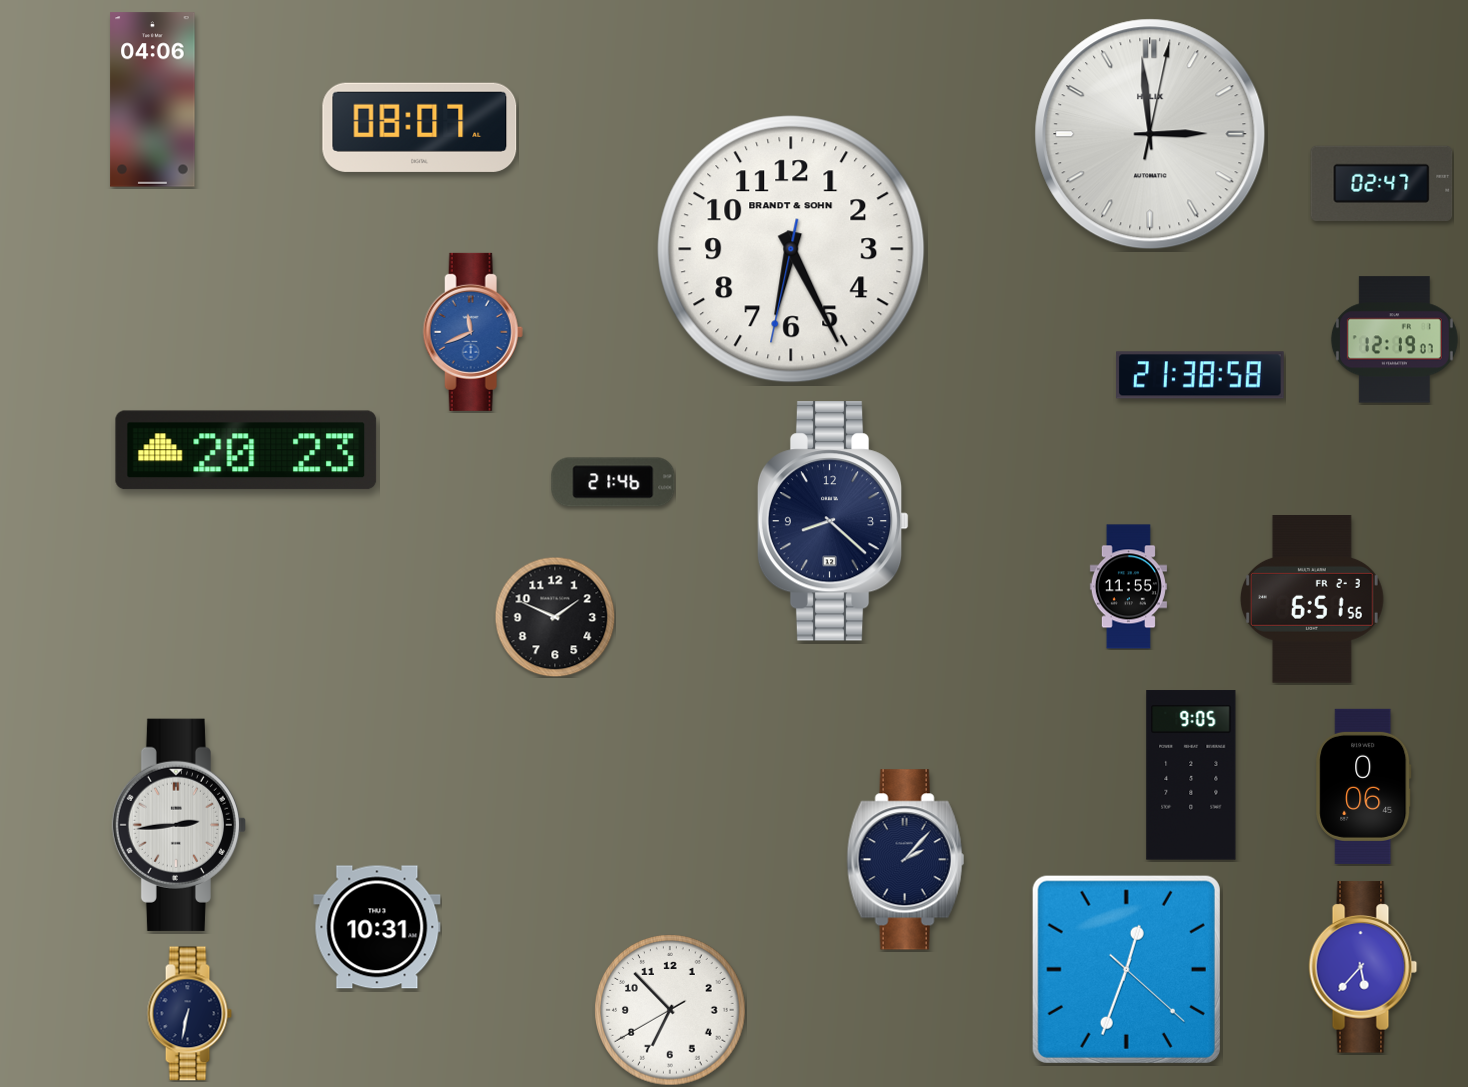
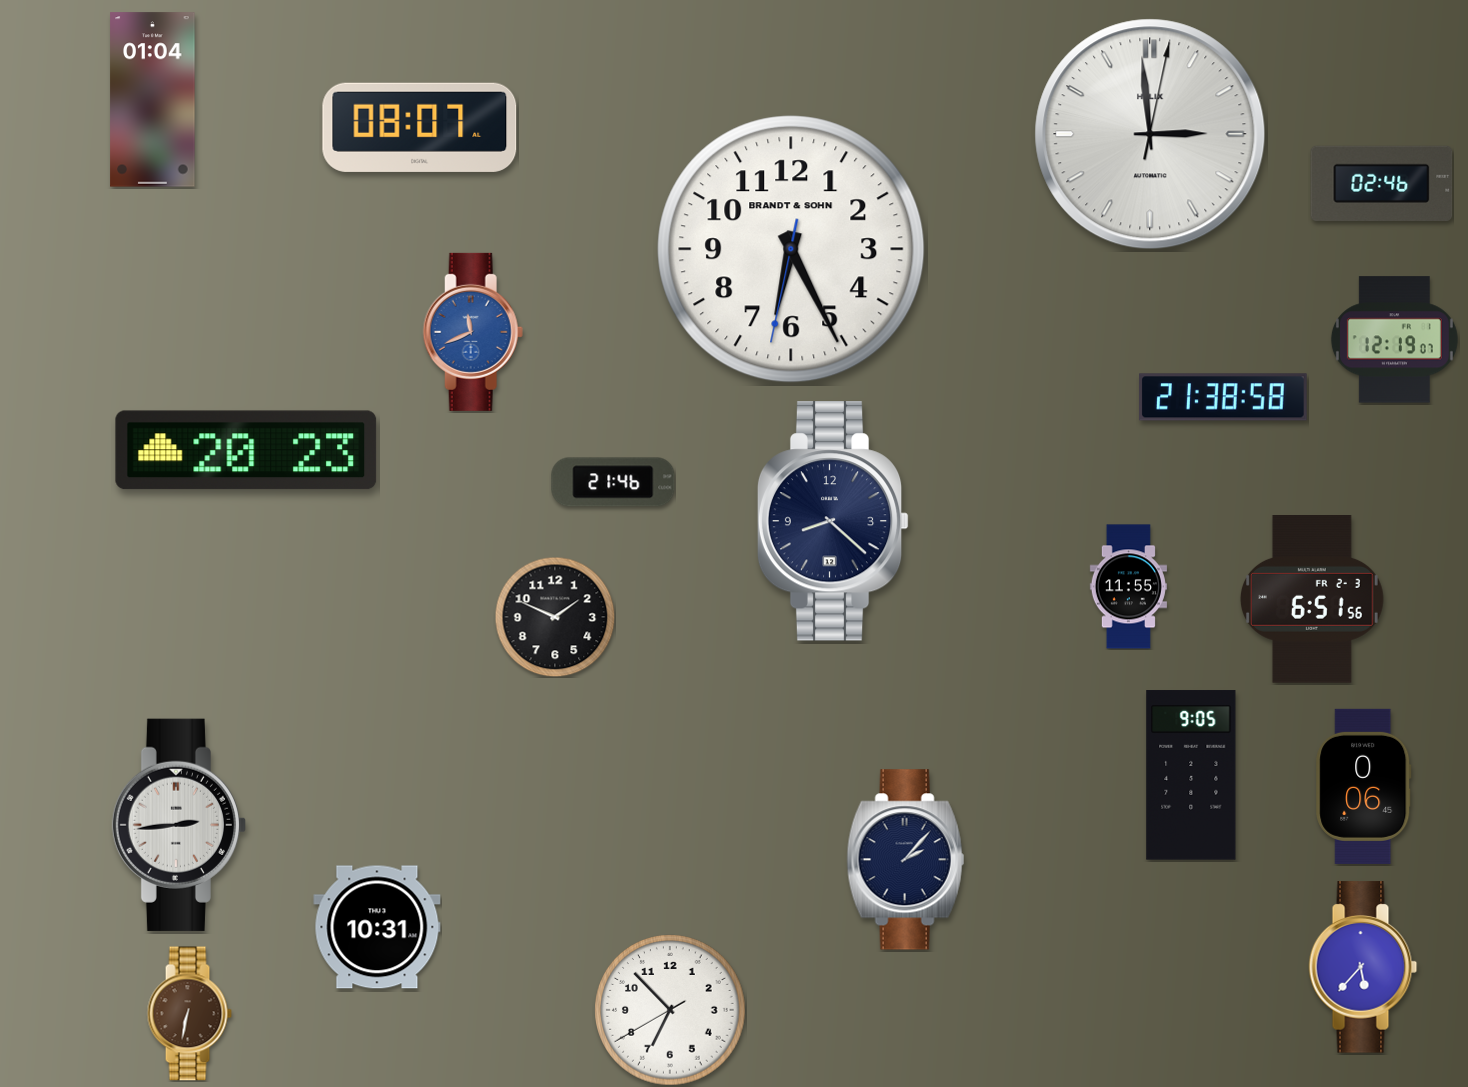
clock at (153, 100): 04:06 -> 01:04
clock at (1382, 183): 02:47 -> 02:46
clock at (1200, 375) position: (1200, 375) -> (1223, 397)
clock at (1126, 969): 12:33 -> none
clock at (189, 1014) dial: navy -> brown
